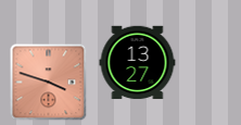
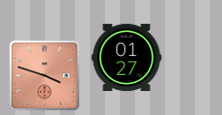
clock at (138, 63): 13:27 -> 01:27
